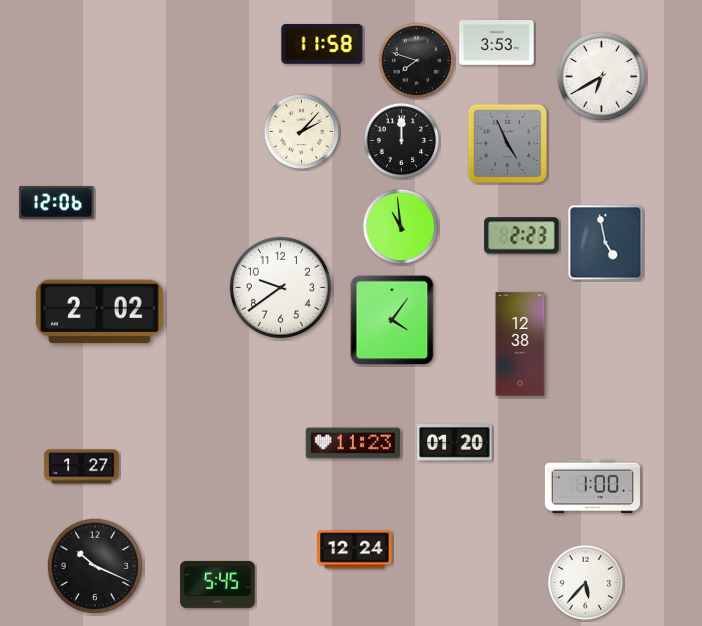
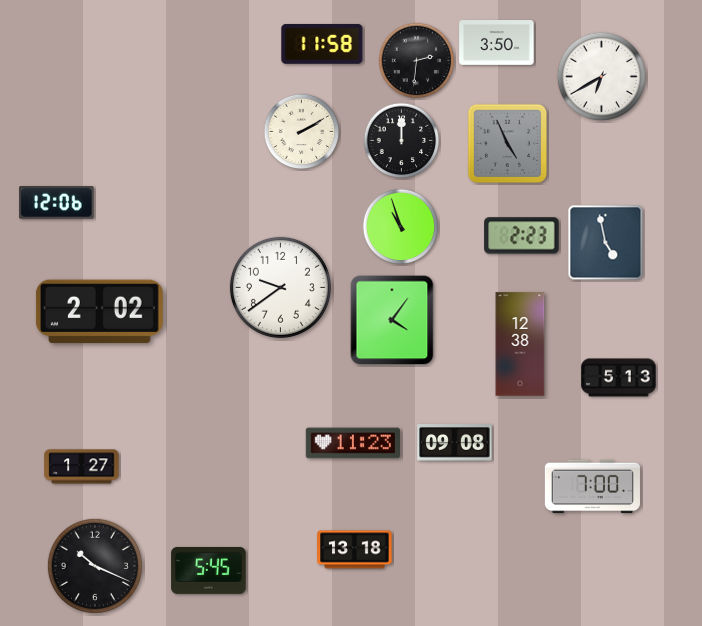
clock at (497, 43): 3:53 -> 3:50
clock at (417, 61): 7:48 -> 2:31
clock at (302, 132): 2:07 -> 2:10
clock at (401, 227): 10:59 -> 10:57
clock at (619, 378): none -> 5:13
clock at (455, 443): 01:20 -> 09:08
clock at (592, 487): 1:00 -> 7:00
clock at (355, 550): 12:24 -> 13:18
clock at (586, 583): 5:37 -> none
clock at (218, 584) position: (218, 584) -> (209, 570)
